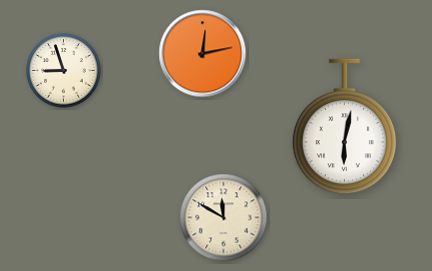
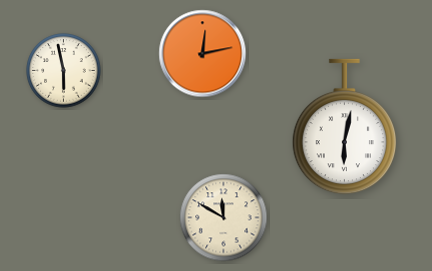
clock at (64, 71): 8:57 -> 5:58
